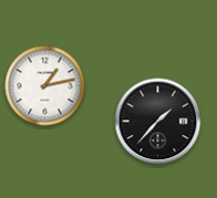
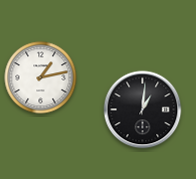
clock at (158, 122): 1:37 -> 1:01
